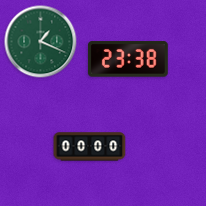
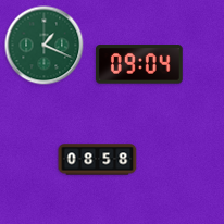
clock at (128, 59): 23:38 -> 09:04
clock at (90, 147): 00:00 -> 08:58
